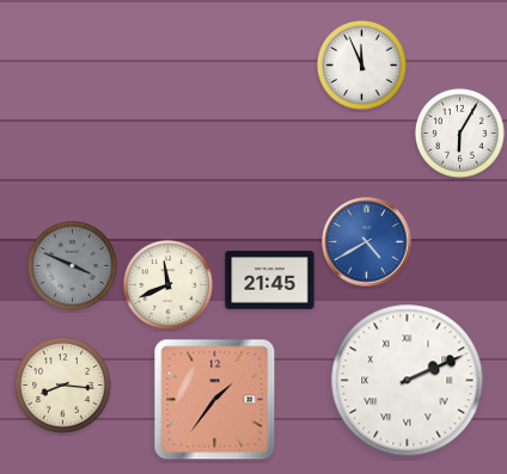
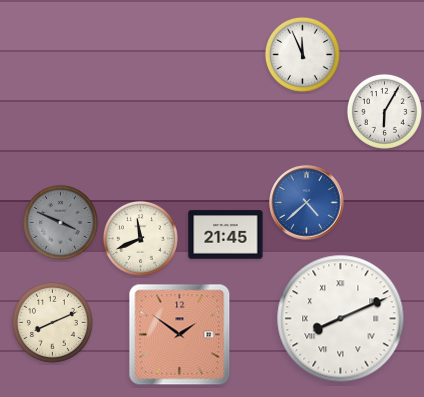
clock at (367, 242): 4:40 -> 4:38
clock at (408, 381): 2:11 -> 8:11
clock at (62, 384): 8:16 -> 8:11
clock at (215, 400): 1:36 -> 1:51
